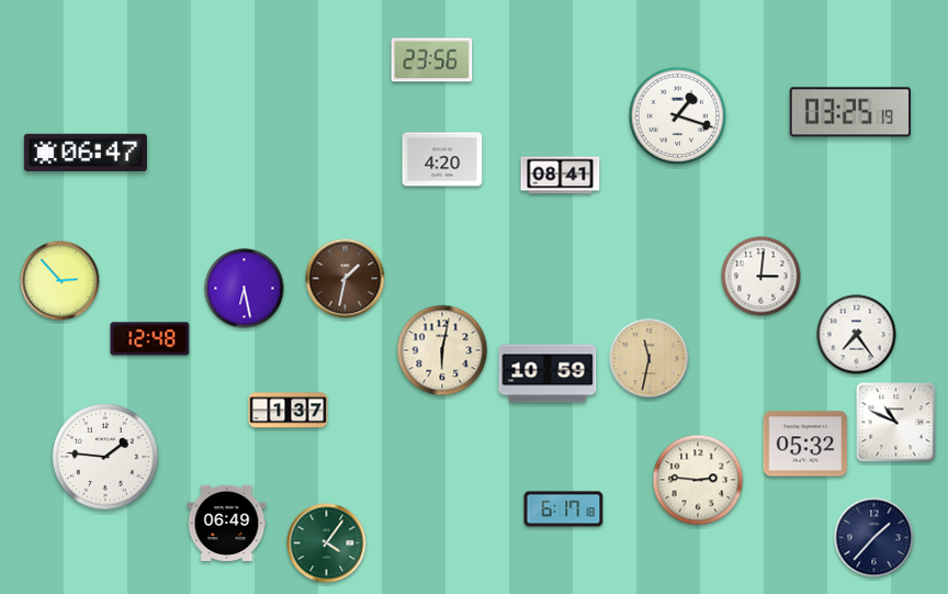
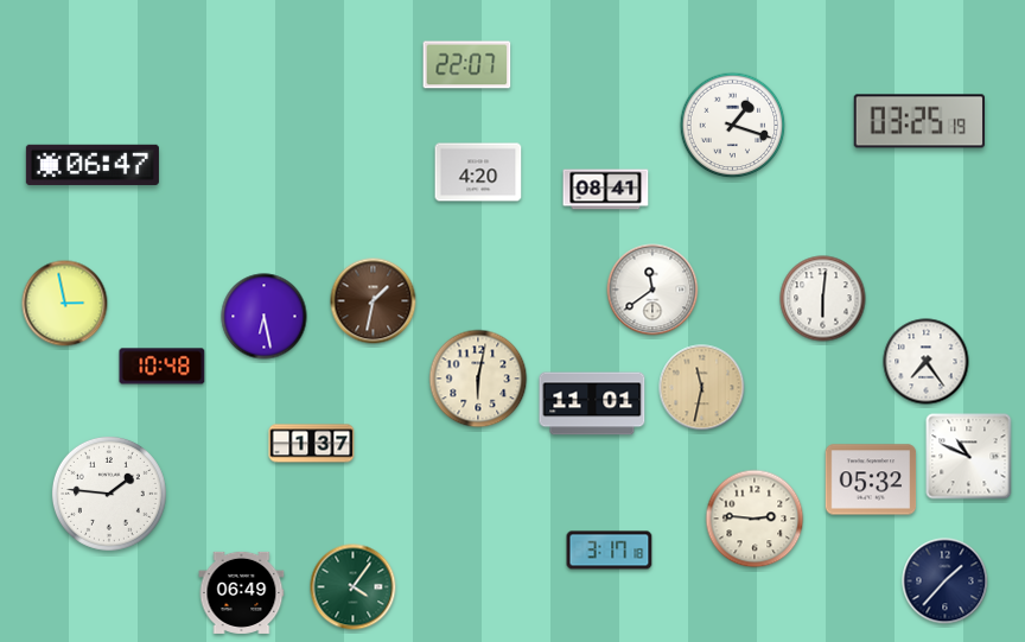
clock at (432, 60): 23:56 -> 22:07
clock at (652, 290): none -> 11:39
clock at (761, 277): 3:01 -> 6:01
clock at (60, 281): 2:53 -> 2:58
clock at (245, 289) position: (245, 289) -> (265, 317)
clock at (150, 339): 12:48 -> 10:48
clock at (548, 373): 10:59 -> 11:01
clock at (105, 457) position: (105, 457) -> (109, 494)
clock at (564, 509): 6:17 -> 3:17
clock at (227, 523) position: (227, 523) -> (242, 592)
